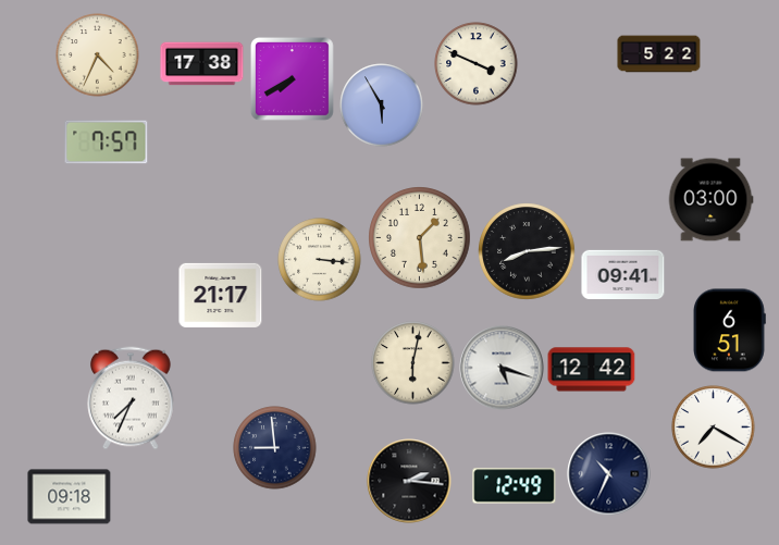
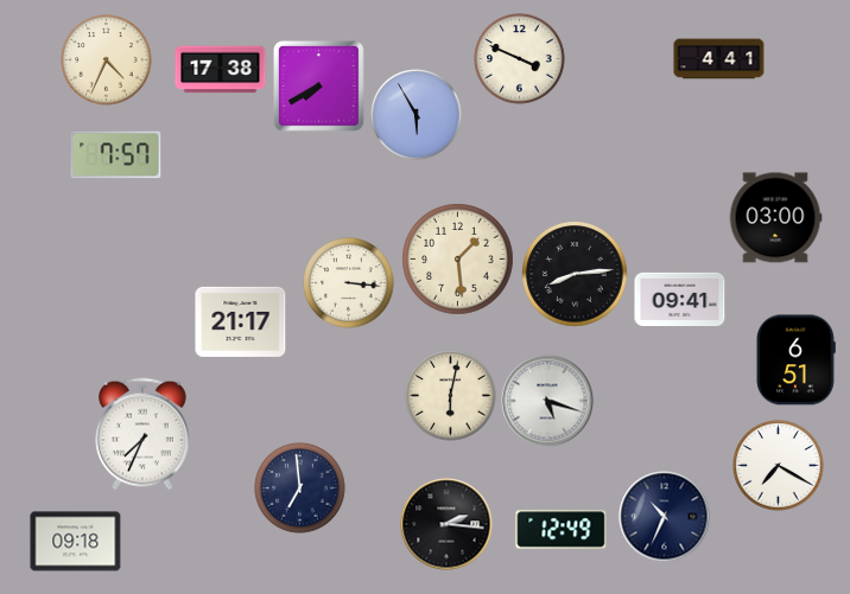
clock at (659, 54): 5:22 -> 4:41
clock at (477, 64) position: (477, 64) -> (520, 59)
clock at (592, 370): 12:42 -> none
clock at (275, 448): 8:59 -> 6:59
